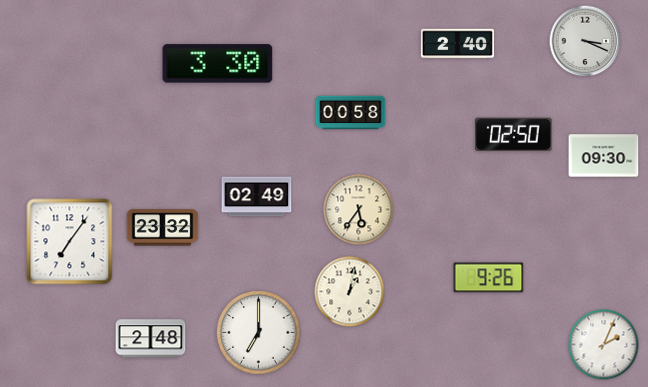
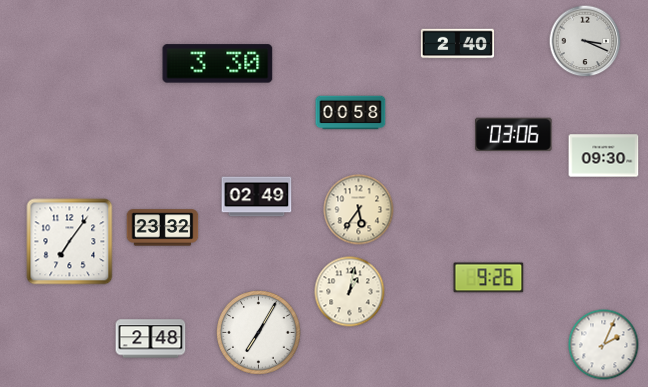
clock at (514, 135): 02:50 -> 03:06
clock at (259, 333): 7:00 -> 7:05
